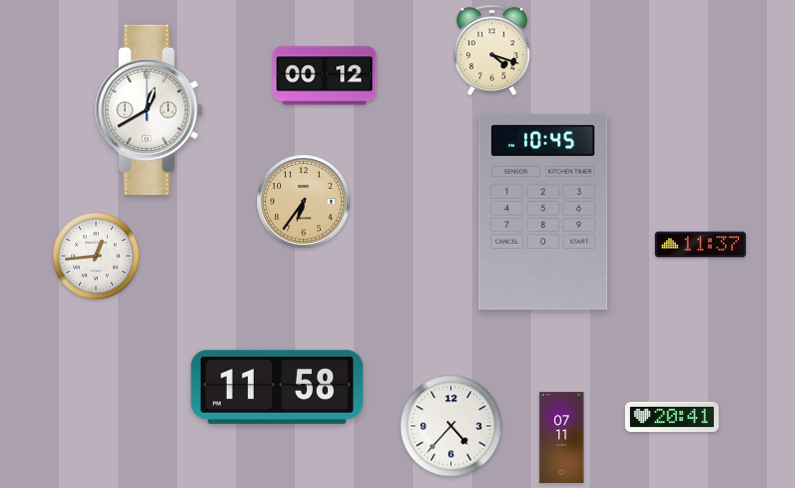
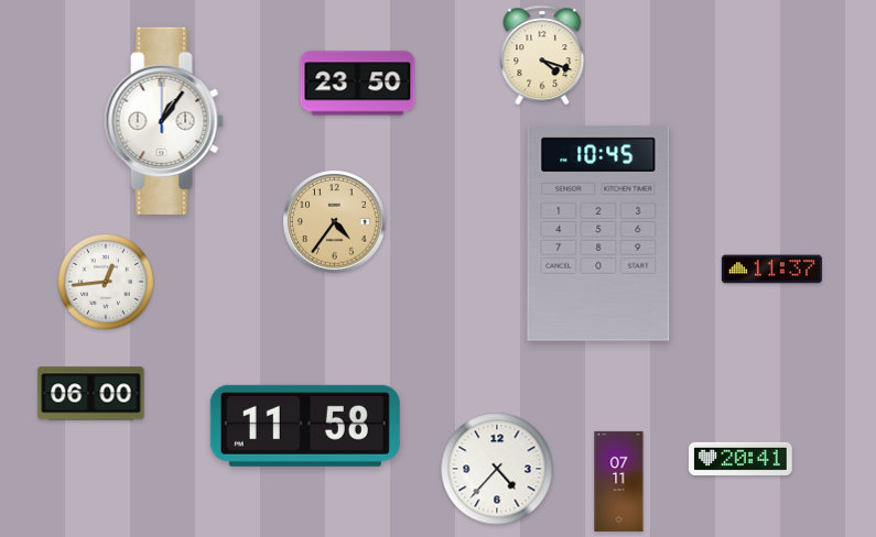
clock at (325, 76): 00:12 -> 23:50
clock at (149, 110): 12:40 -> 1:06
clock at (304, 202): 6:36 -> 4:36
clock at (91, 394): none -> 06:00
